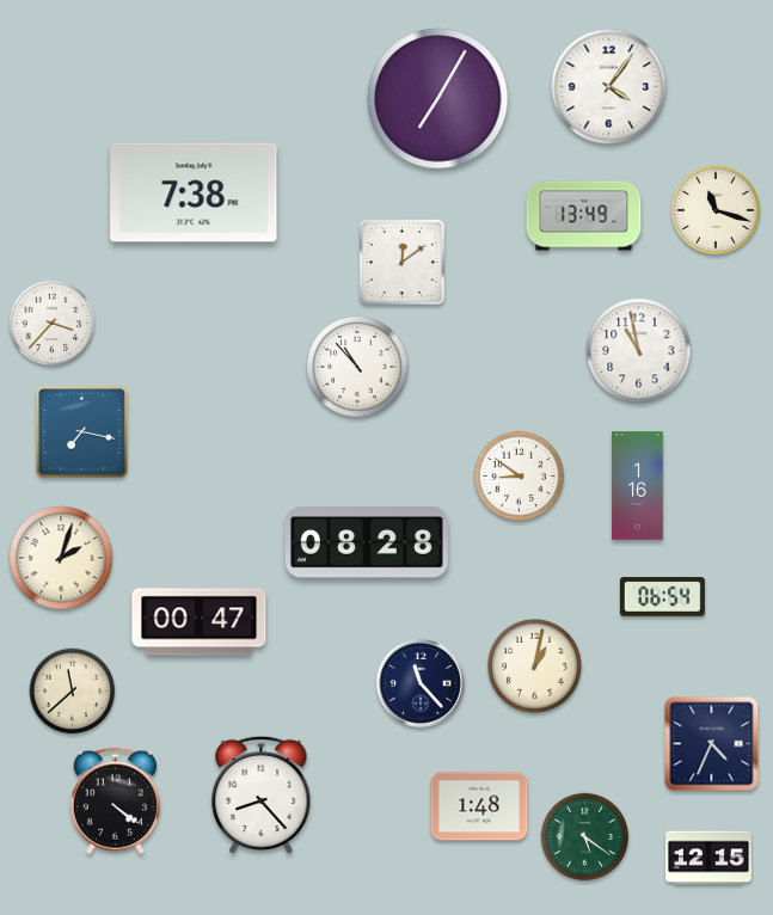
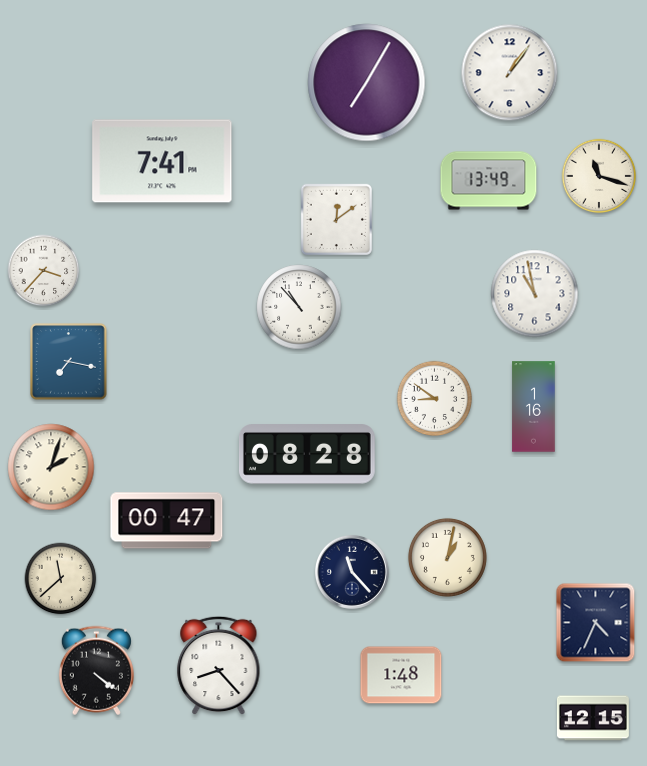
clock at (609, 87): 4:06 -> 1:06
clock at (194, 192): 7:38 -> 7:41
clock at (662, 597): 06:54 -> none
clock at (585, 837): 5:21 -> none
